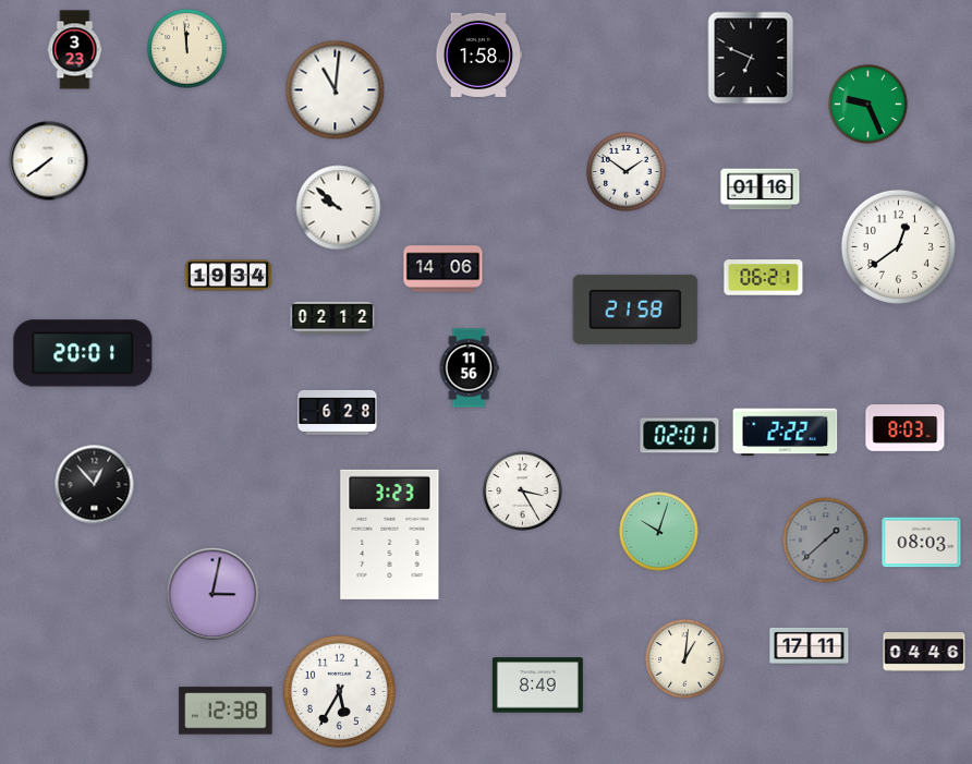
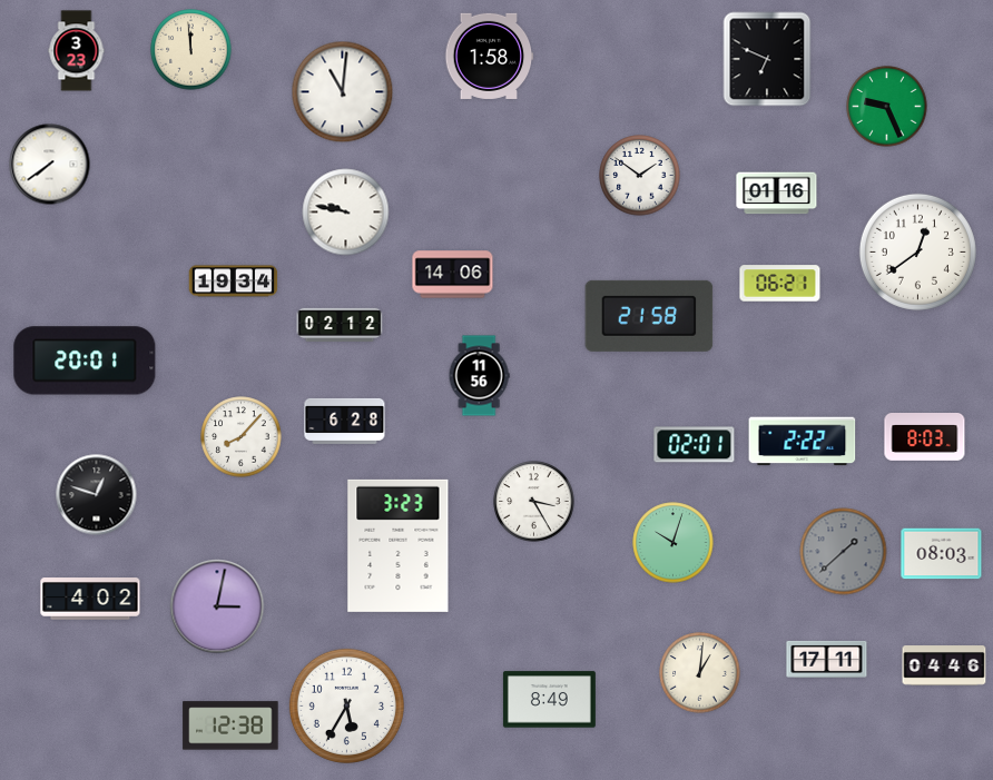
clock at (339, 208): 9:52 -> 9:47
clock at (242, 437): none -> 8:07
clock at (95, 485): 12:53 -> 12:48
clock at (90, 599): none -> 4:02
